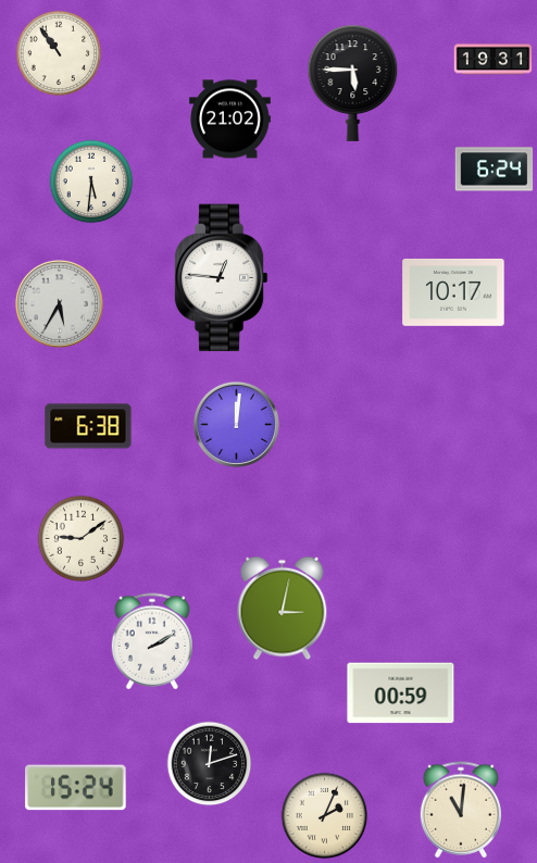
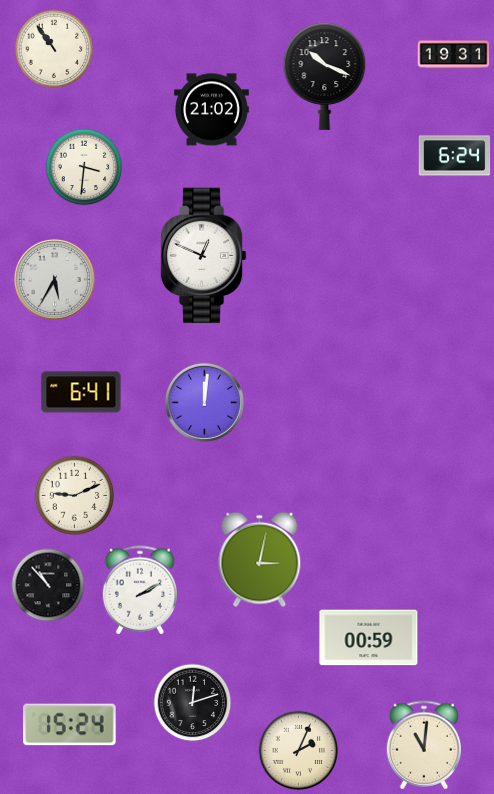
clock at (353, 83): 5:45 -> 10:19
clock at (91, 182): 5:31 -> 3:31
clock at (221, 278): 12:46 -> 12:49
clock at (453, 292): 10:17 -> none
clock at (236, 424) position: (236, 424) -> (204, 402)
clock at (88, 426): 6:38 -> 6:41
clock at (82, 539): 9:09 -> 9:11
clock at (48, 585): none -> 10:53
